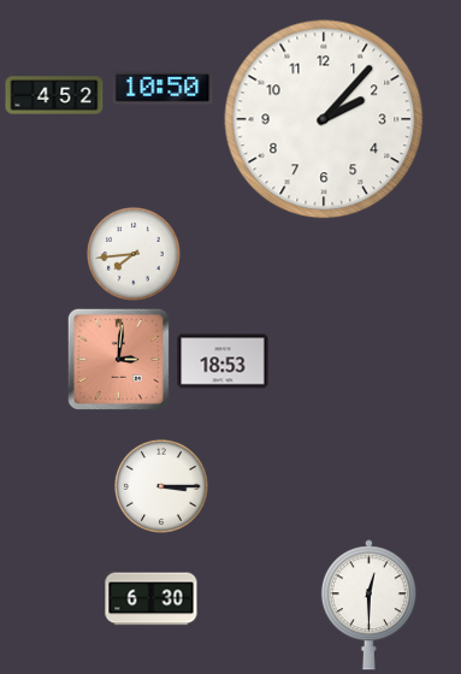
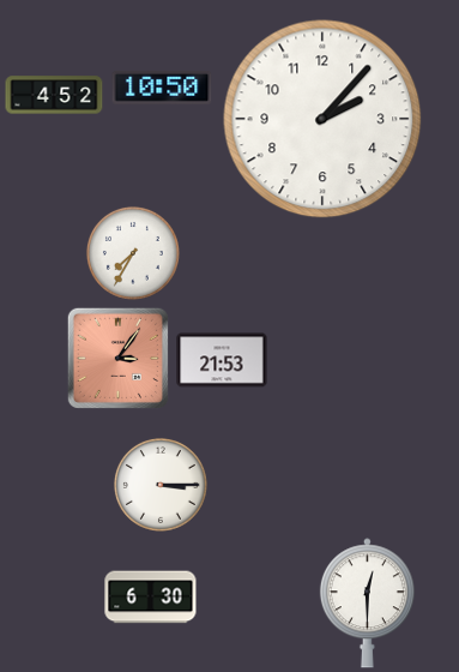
clock at (134, 254): 7:44 -> 7:35
clock at (118, 359): 3:01 -> 3:06
clock at (223, 361): 18:53 -> 21:53
